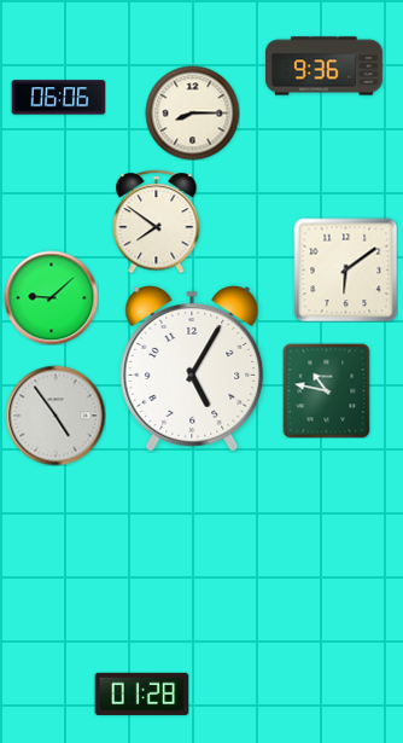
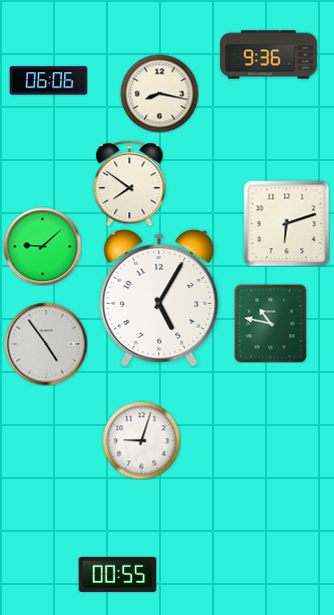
clock at (192, 112): 8:15 -> 8:17
clock at (345, 269): 6:09 -> 6:12
clock at (192, 368) position: (192, 368) -> (159, 298)
clock at (141, 440): none -> 9:03
clock at (141, 693): 01:28 -> 00:55
